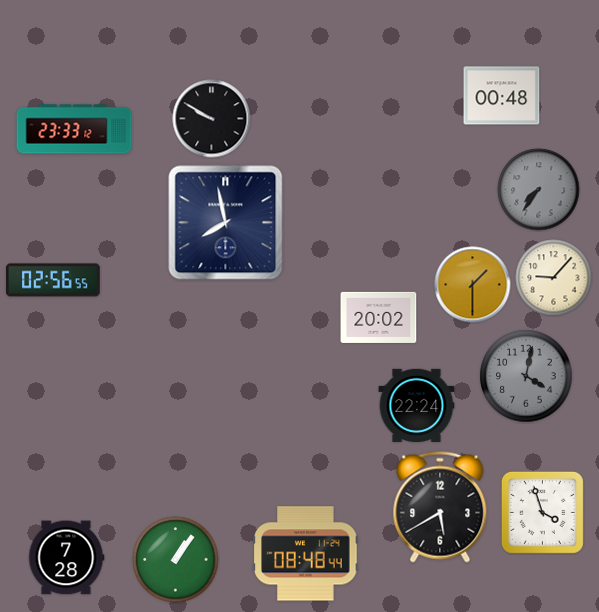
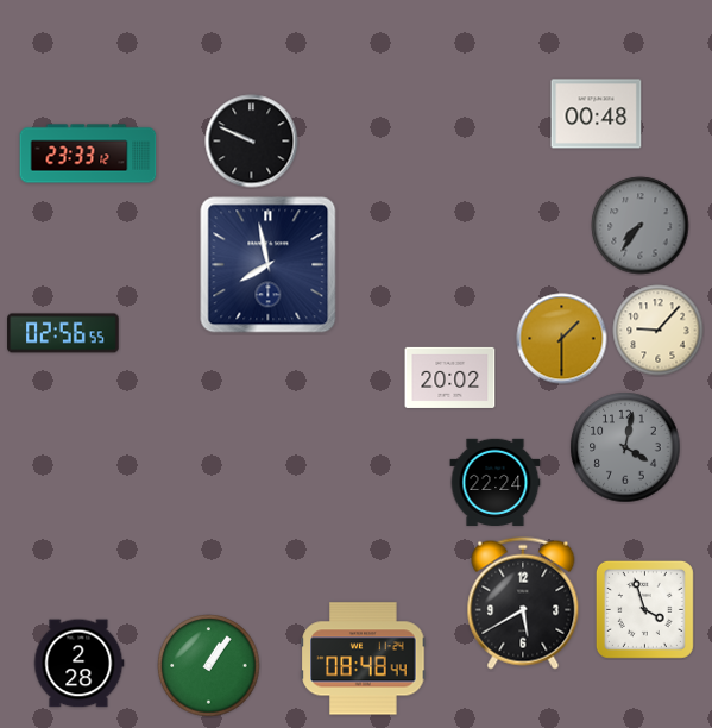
clock at (212, 119): 9:50 -> 9:49
clock at (66, 558): 7:28 -> 2:28
